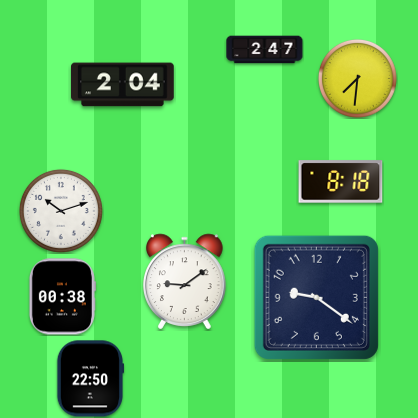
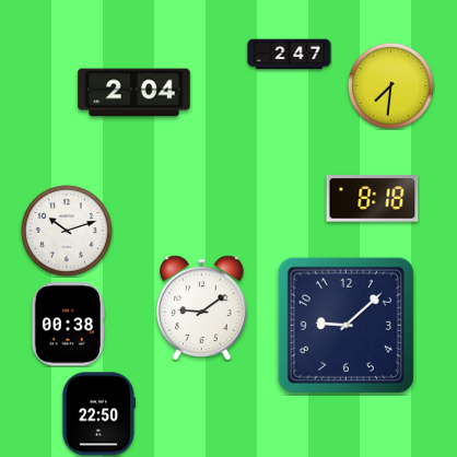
clock at (316, 297): 9:21 -> 9:08
